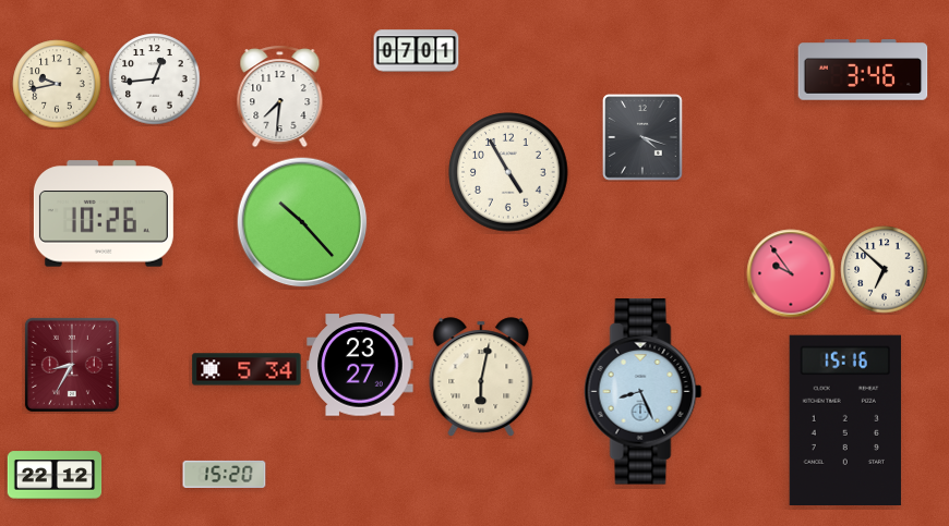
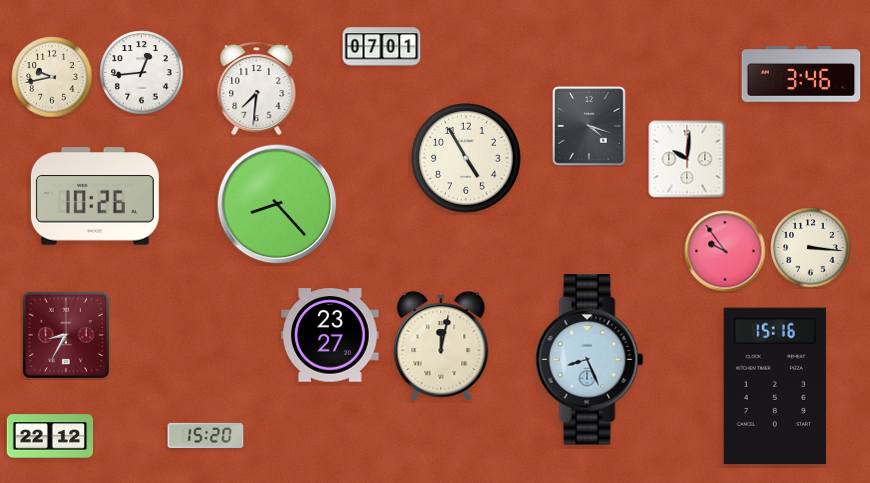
clock at (863, 70) position: (863, 70) -> (801, 74)
clock at (687, 159): none -> 10:01
clock at (302, 222): 10:23 -> 8:23
clock at (885, 270): 6:52 -> 3:16
clock at (247, 369): 5:34 -> none
clock at (481, 377): 6:02 -> 12:02
